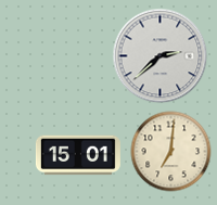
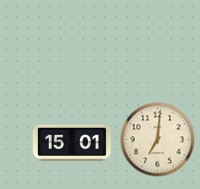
clock at (161, 56): 2:38 -> none
